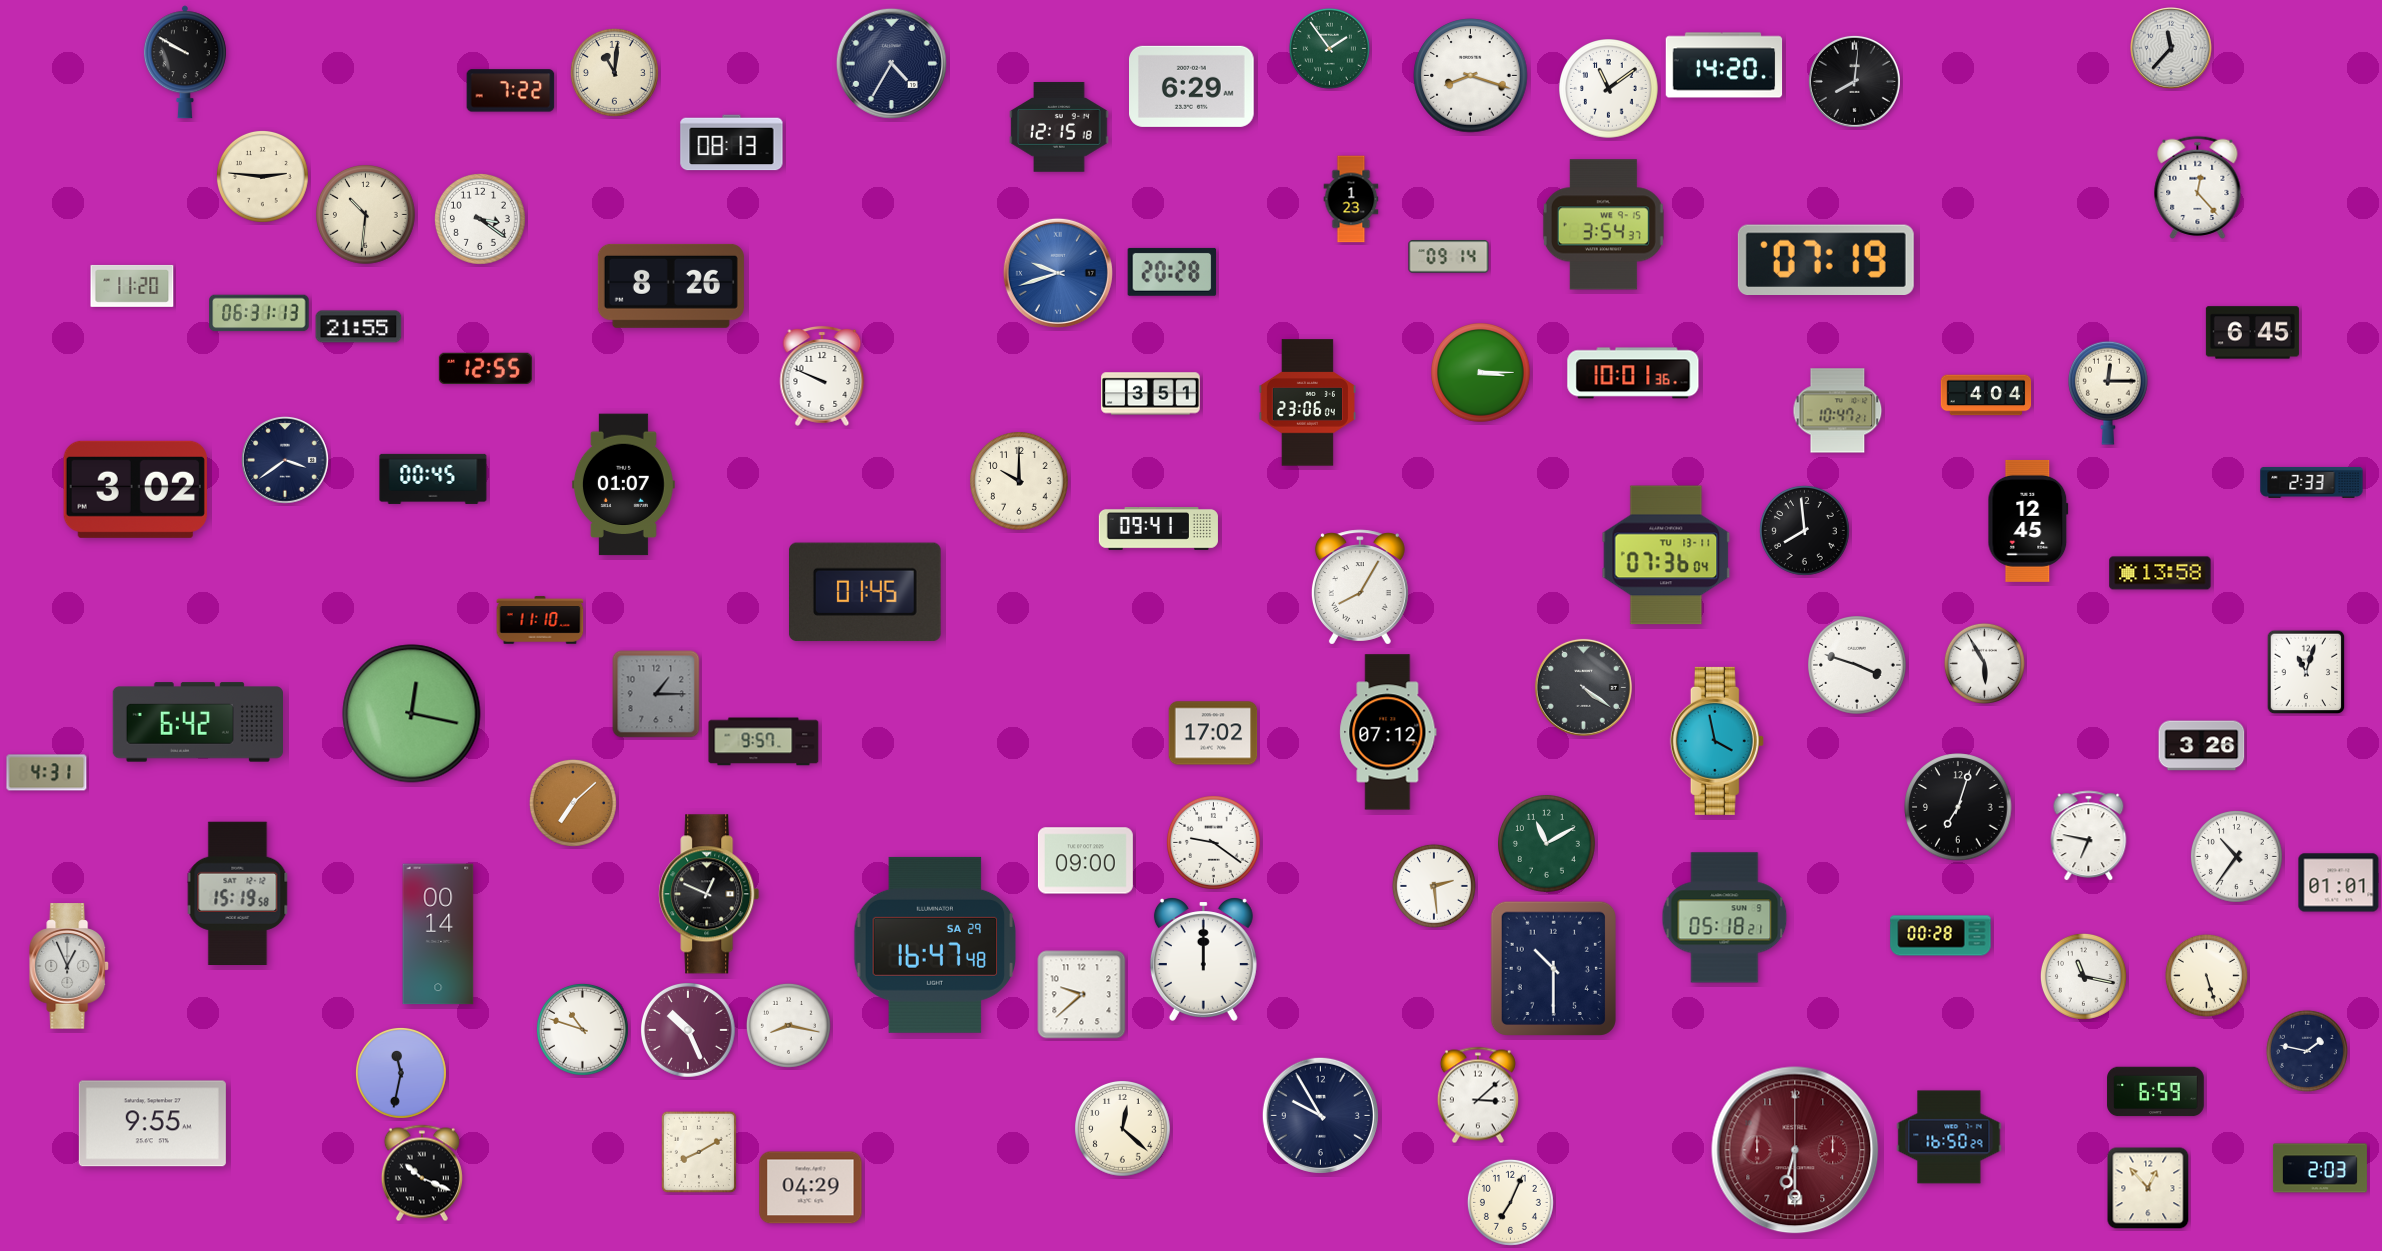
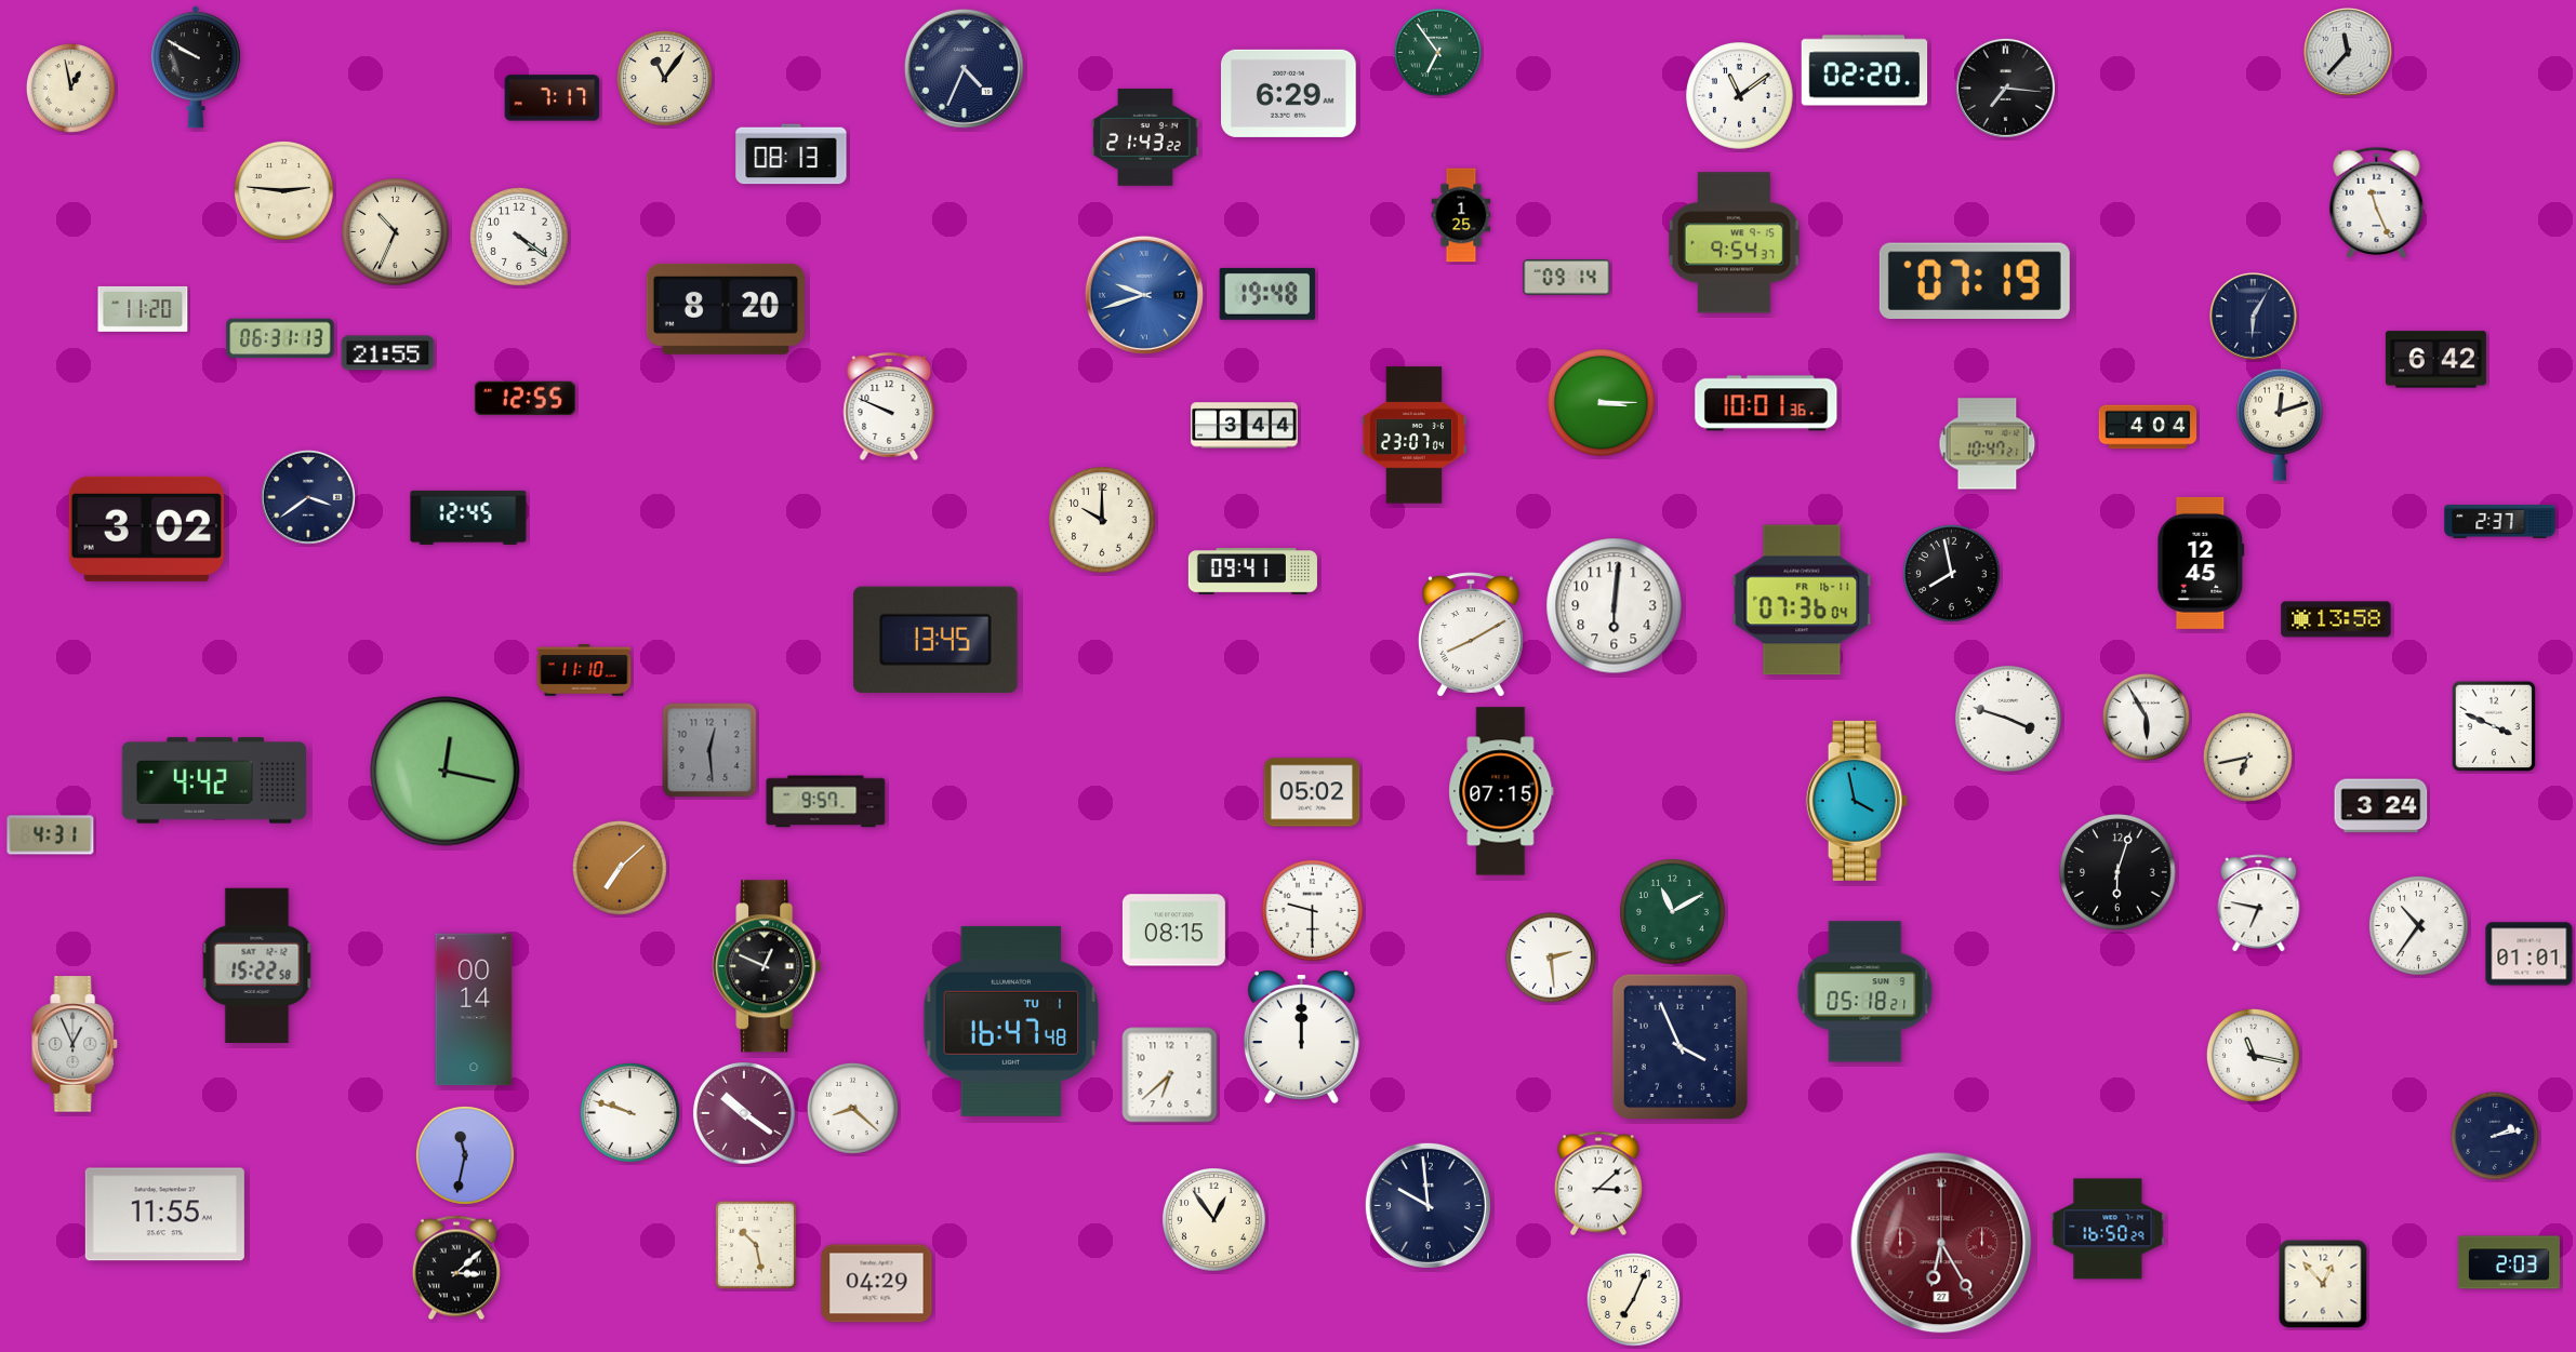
clock at (1329, 48): 1:54 -> 6:54
clock at (185, 62) position: (185, 62) -> (196, 67)
clock at (891, 63): 4:35 -> 4:34
clock at (1724, 65): 14:20 -> 02:20
clock at (614, 72): 11:01 -> 11:06
clock at (1471, 76): 8:18 -> none
clock at (70, 88): none -> 12:58
clock at (1854, 81): 8:01 -> 7:16
clock at (511, 91): 7:22 -> 7:17
clock at (1059, 127): 12:15 -> 21:43
clock at (2198, 187): 12:23 -> 11:26
clock at (1351, 199): 1:23 -> 1:25
clock at (366, 215): 10:31 -> 10:34
clock at (480, 219): 3:21 -> 4:21
clock at (1603, 225): 3:54 -> 9:54
clock at (1172, 272): 20:28 -> 19:48
clock at (671, 286): 8:26 -> 8:20
clock at (2254, 317): none -> 6:05
clock at (2252, 333): 6:45 -> 6:42
clock at (2109, 393): 12:15 -> 12:12
clock at (1151, 394): 3:51 -> 3:44
clock at (1307, 403): 23:06 -> 23:07
clock at (433, 479): 00:45 -> 12:45
clock at (2312, 482): 2:33 -> 2:37
clock at (623, 485): 01:07 -> none
clock at (2028, 521) position: (2028, 521) -> (2201, 563)
clock at (1804, 530): 7:59 -> 7:58
clock at (1666, 555) date: TU 13-11 -> FR 16-11
clock at (1615, 606): none -> 6:01
clock at (1360, 587): 8:05 -> 8:10
clock at (865, 592): 01:45 -> 13:45
clock at (2306, 672): 11:03 -> 3:49
clock at (1583, 687): 4:21 -> none
clock at (656, 694): 1:15 -> 12:29
clock at (2247, 757): none -> 6:43
clock at (197, 722): 6:42 -> 4:42
clock at (1388, 732): 07:12 -> 07:15
clock at (1213, 733): 17:02 -> 05:02
clock at (2202, 746): 3:26 -> 3:24
clock at (1958, 807): 7:03 -> 6:03
clock at (1214, 843): 9:21 -> 9:30
clock at (1085, 861): 09:00 -> 08:15
clock at (238, 893): 15:19 -> 15:22
clock at (1941, 936): 00:28 -> none
clock at (935, 945) date: SA 29 -> TU 1
clock at (1553, 968): 10:30 -> 3:56
clock at (2206, 975): 5:27 -> none
clock at (1082, 995): 9:38 -> 6:38
clock at (788, 1025): 8:17 -> 8:22
clock at (582, 1029): 10:48 -> 9:48
clock at (689, 1031): 10:26 -> 10:21
clock at (2307, 1051): 1:47 -> 2:13
clock at (401, 1073) position: (401, 1073) -> (465, 1155)
clock at (2156, 1092): 6:59 -> none
clock at (1320, 1115): 9:55 -> 9:59
clock at (152, 1124): 9:55 -> 11:55
clock at (1123, 1129): 12:22 -> 12:54
clock at (1795, 1150): 6:30 -> 6:25
clock at (699, 1152): 8:10 -> 10:28
clock at (422, 1173): 10:19 -> 3:08
